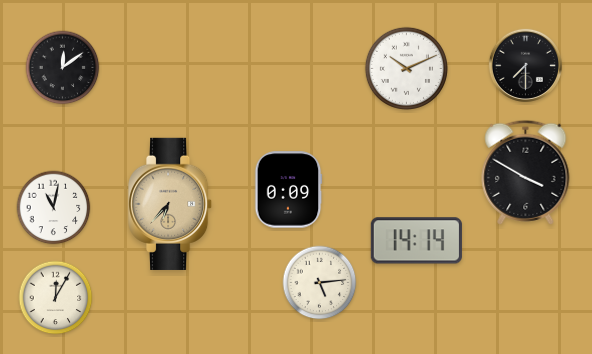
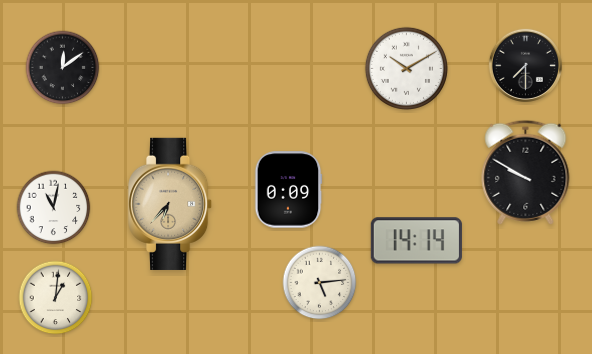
clock at (406, 68): 10:11 -> 10:10
clock at (526, 172): 3:50 -> 9:50
clock at (56, 298): 12:05 -> 1:01
